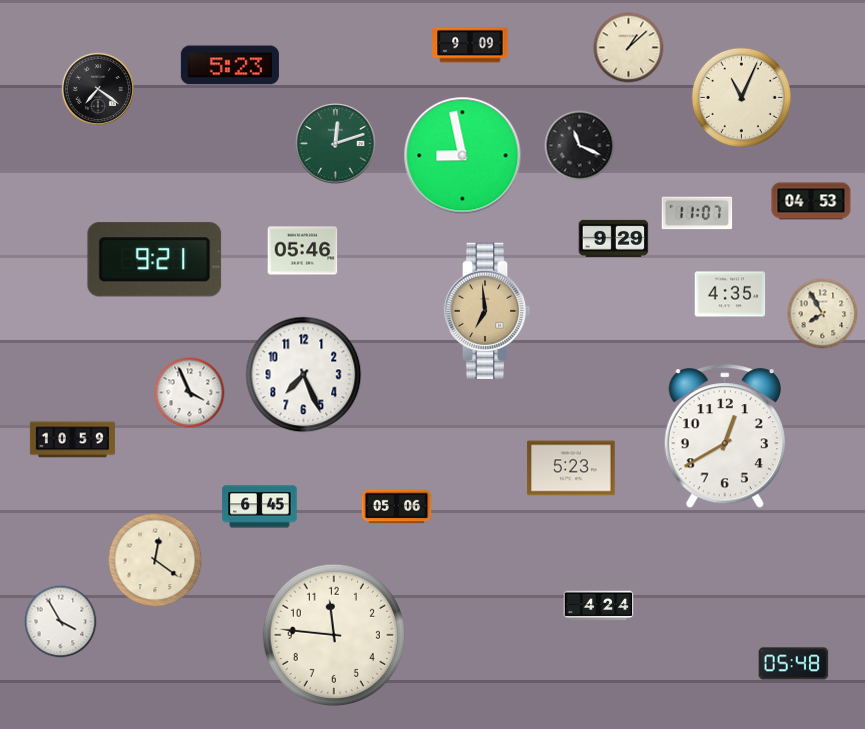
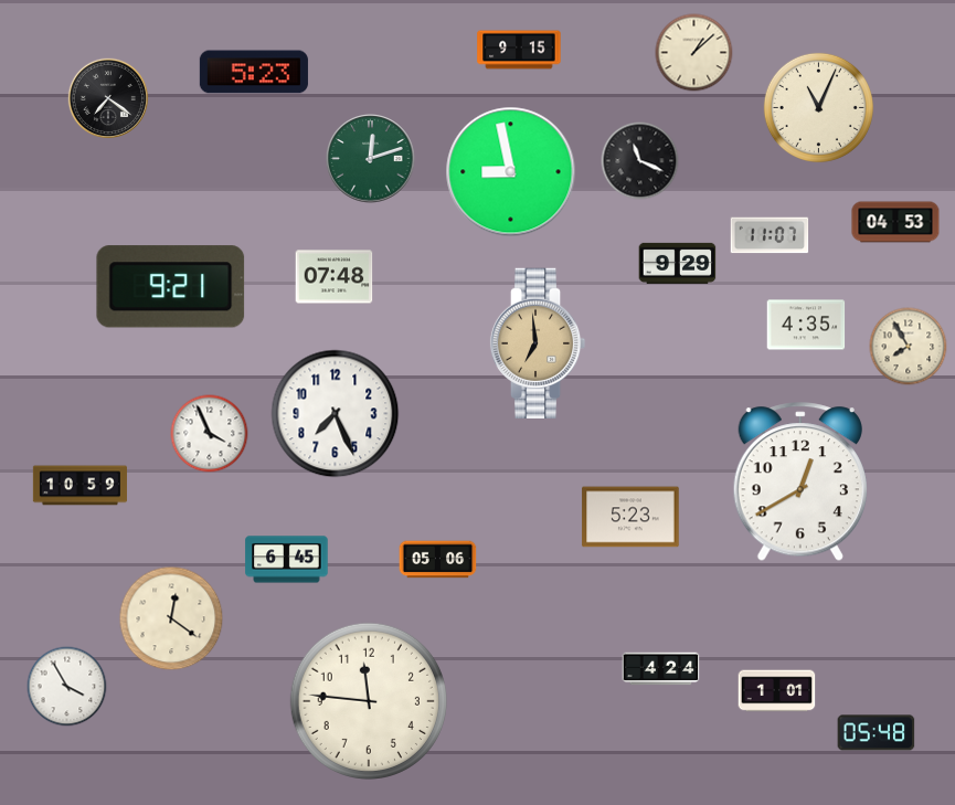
clock at (470, 45): 9:09 -> 9:15
clock at (303, 251): 05:46 -> 07:48
clock at (777, 691): none -> 1:01
